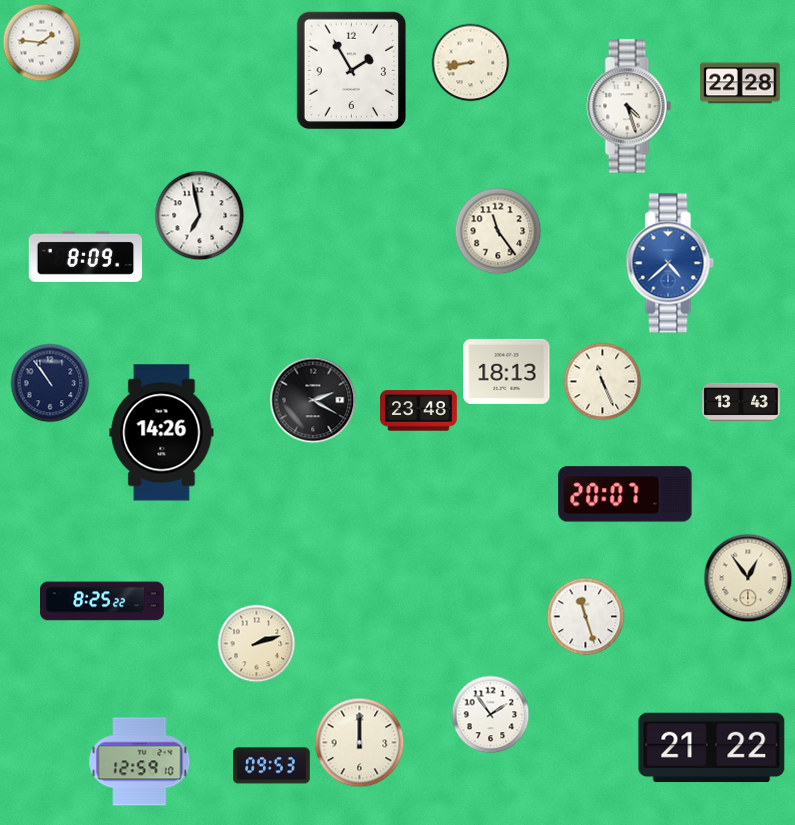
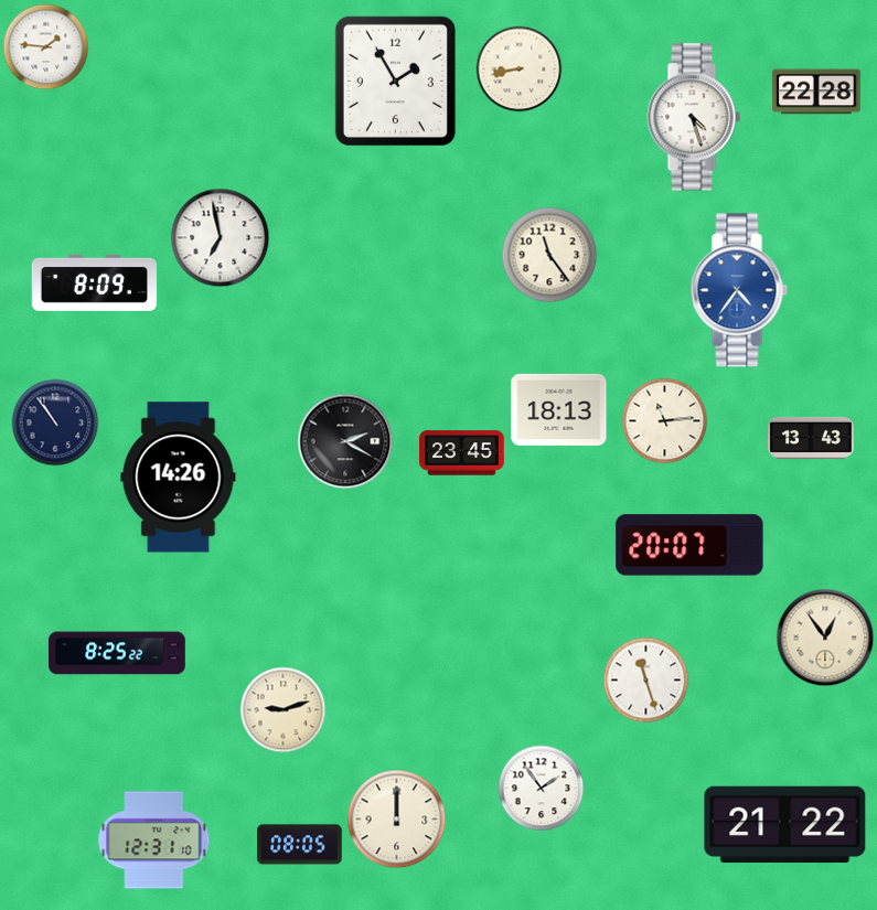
clock at (351, 71) position: (351, 71) -> (395, 82)
clock at (670, 263): 4:38 -> 4:36
clock at (602, 381): 11:26 -> 11:14
clock at (741, 402) position: (741, 402) -> (811, 438)
clock at (419, 411): 23:48 -> 23:45
clock at (102, 601) position: (102, 601) -> (117, 653)
clock at (256, 643): 2:12 -> 9:12
clock at (140, 762): 12:59 -> 12:31
clock at (272, 766): 09:53 -> 08:05
